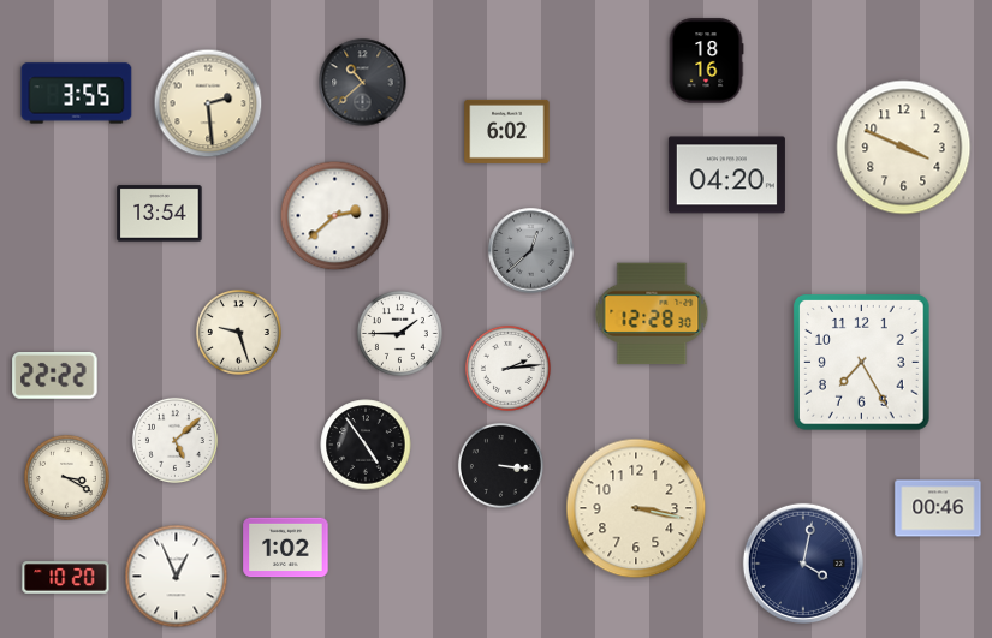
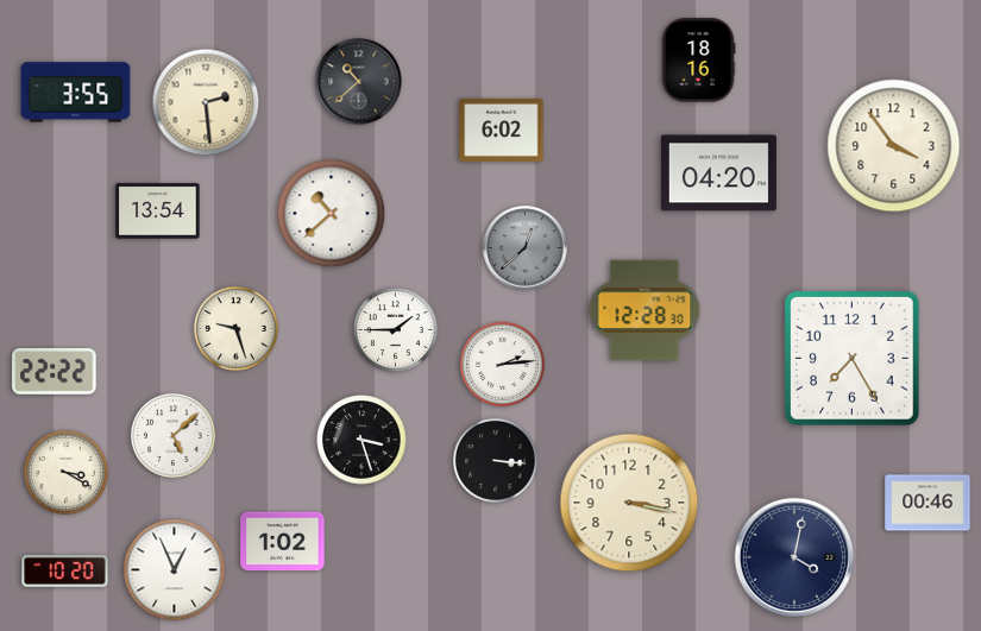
clock at (904, 148): 3:49 -> 3:54
clock at (335, 216): 2:38 -> 10:38
clock at (366, 445): 4:54 -> 3:27
